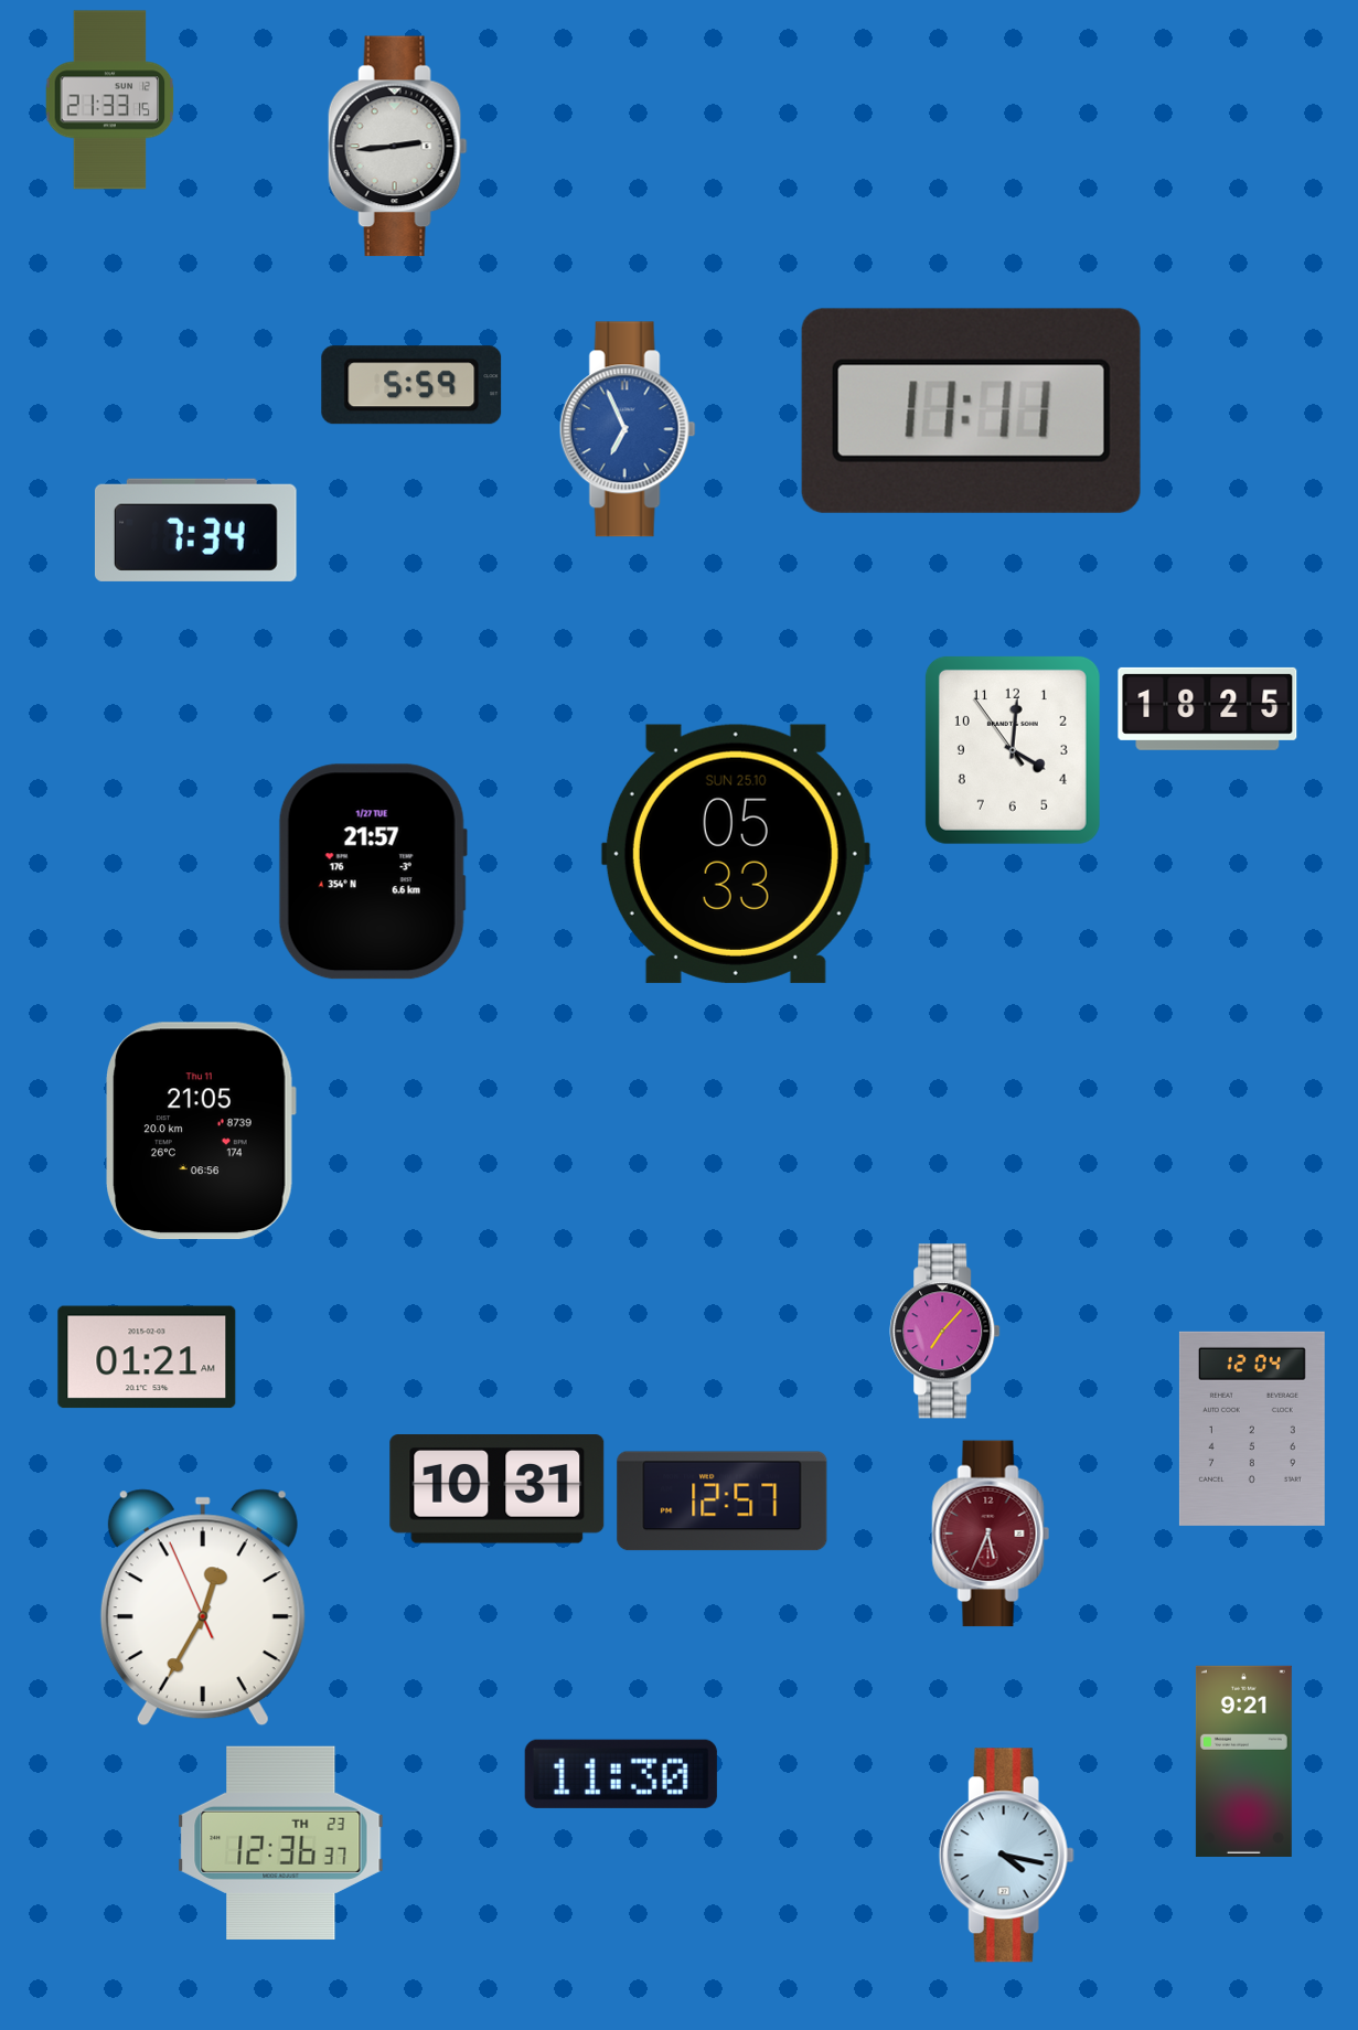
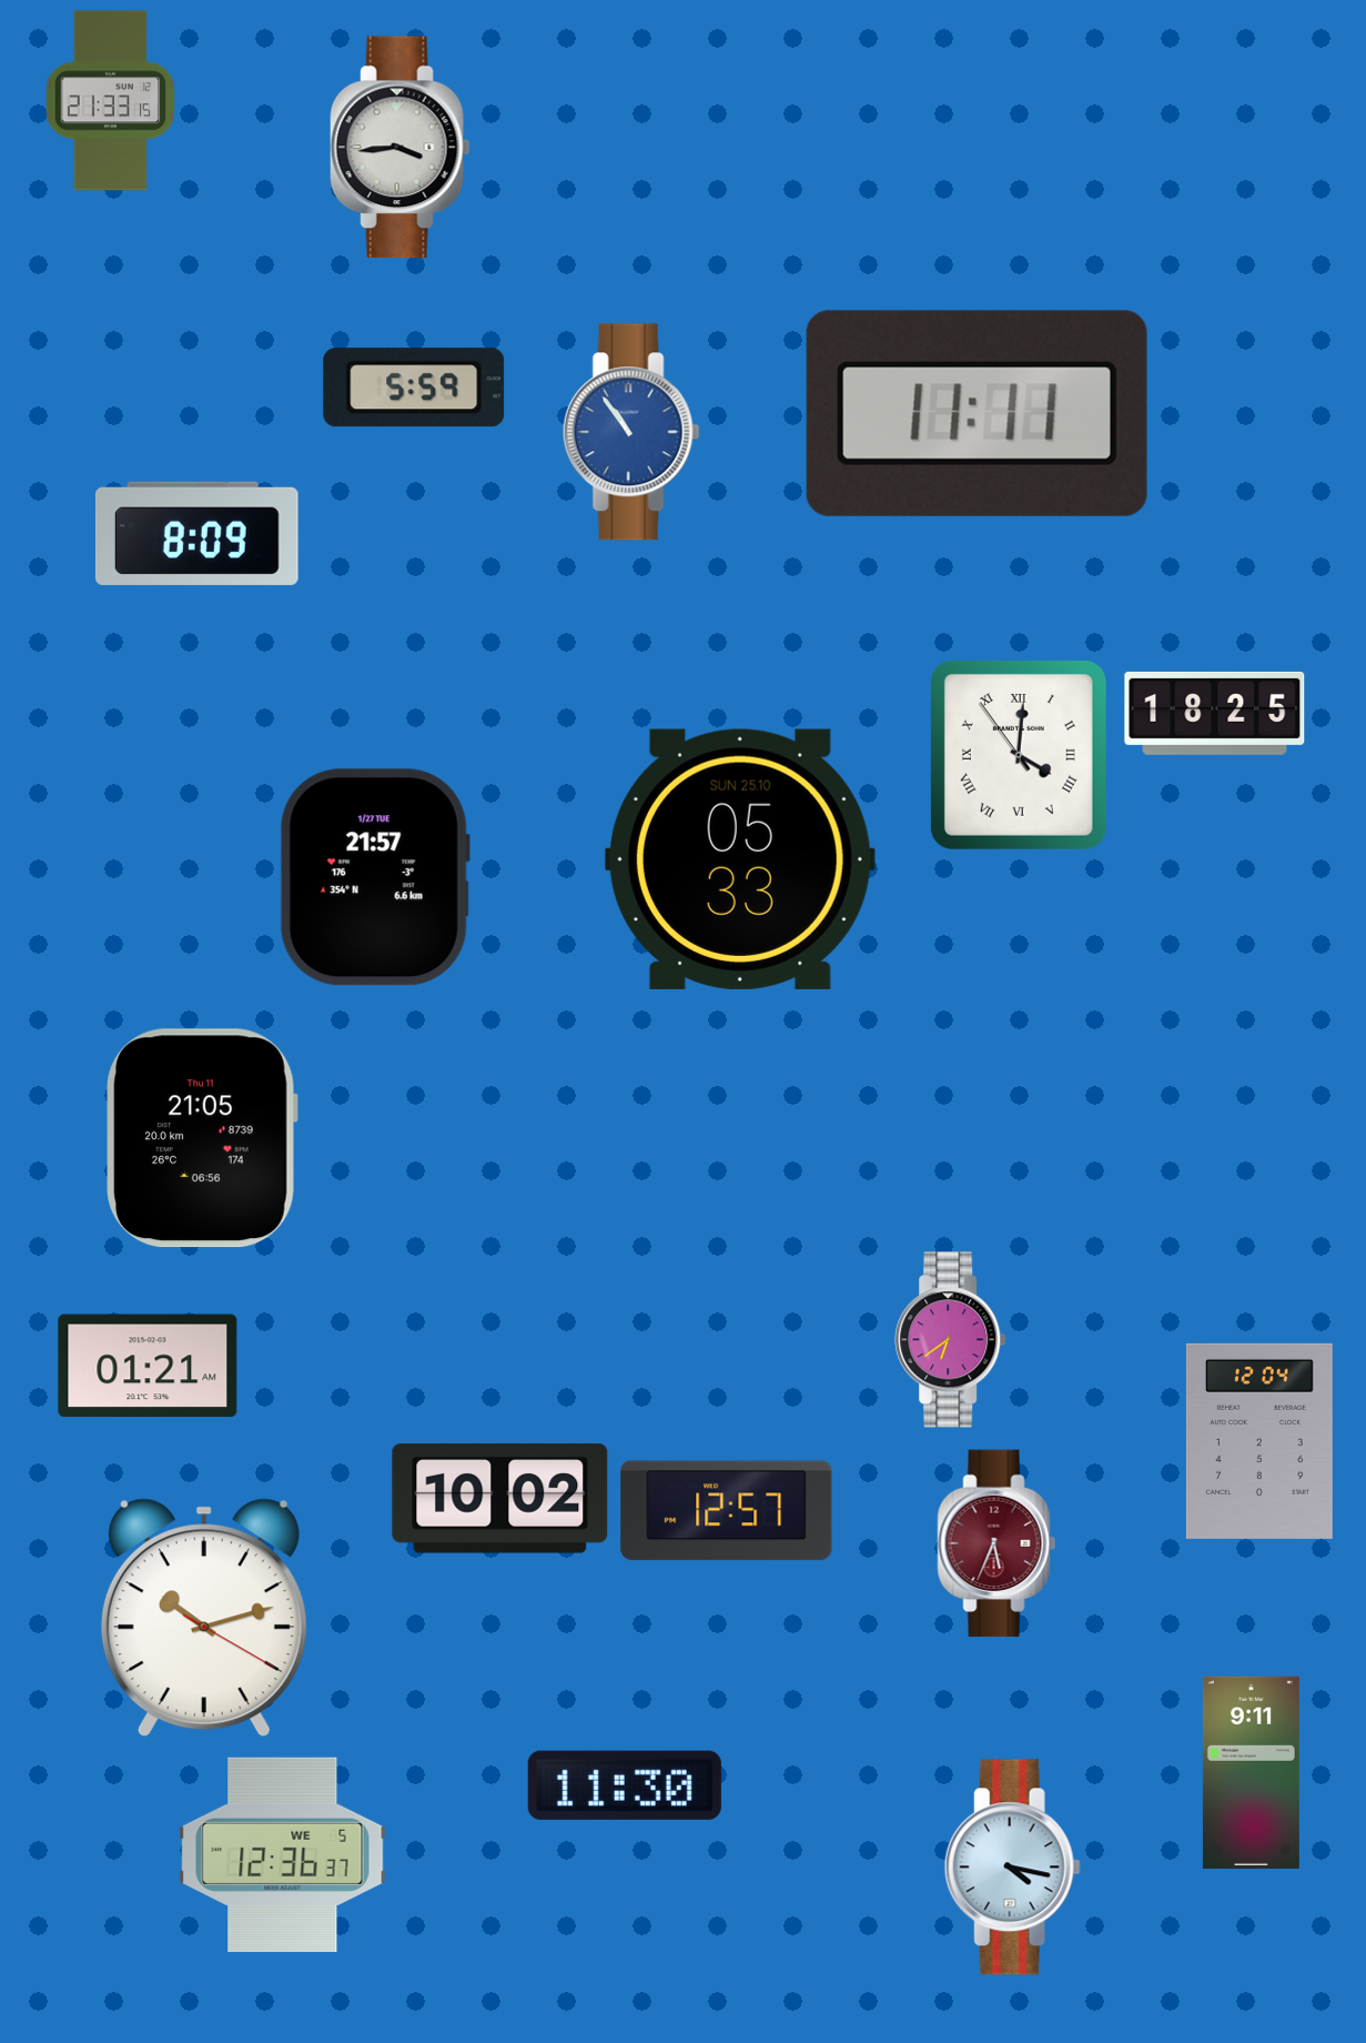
clock at (397, 147): 2:44 -> 3:44
clock at (628, 429): 6:56 -> 10:54
clock at (195, 530): 7:34 -> 8:09
clock at (1013, 750) numerals: Arabic -> Roman
clock at (945, 1332): 7:07 -> 6:39
clock at (1252, 1429) position: (1252, 1429) -> (1259, 1441)
clock at (498, 1489): 10:31 -> 10:02
clock at (203, 1607): 12:34 -> 10:12
clock at (1243, 1761): 9:21 -> 9:11
clock at (281, 1842) date: TH 23 -> WE 5
